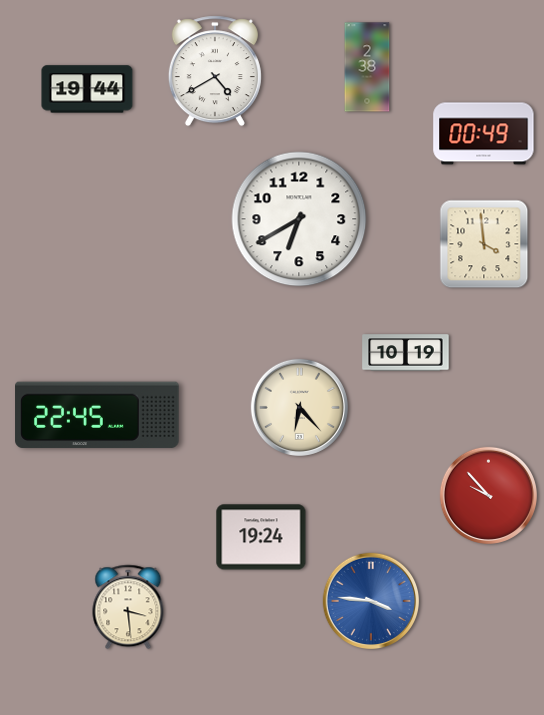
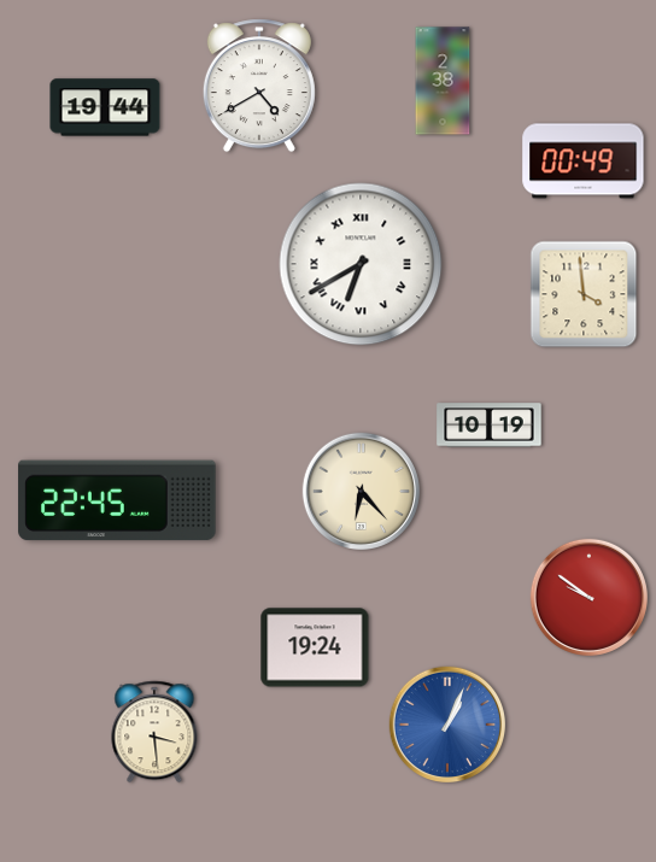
clock at (299, 219) numerals: Arabic -> Roman
clock at (488, 495): 9:53 -> 9:51
clock at (370, 600): 3:46 -> 1:04
